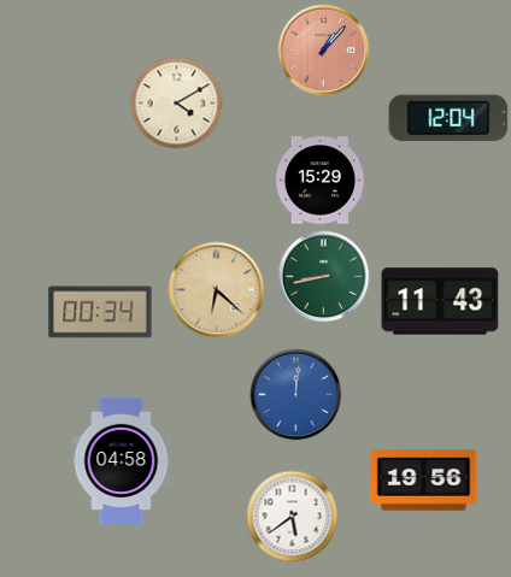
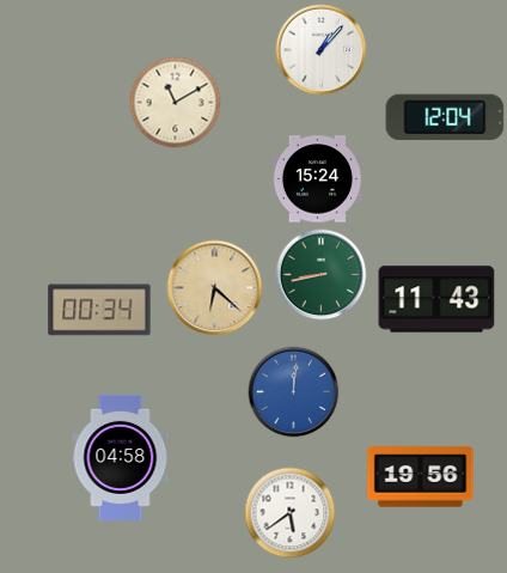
clock at (324, 51) dial: salmon -> white
clock at (177, 104): 4:10 -> 11:10
clock at (319, 181): 15:29 -> 15:24
